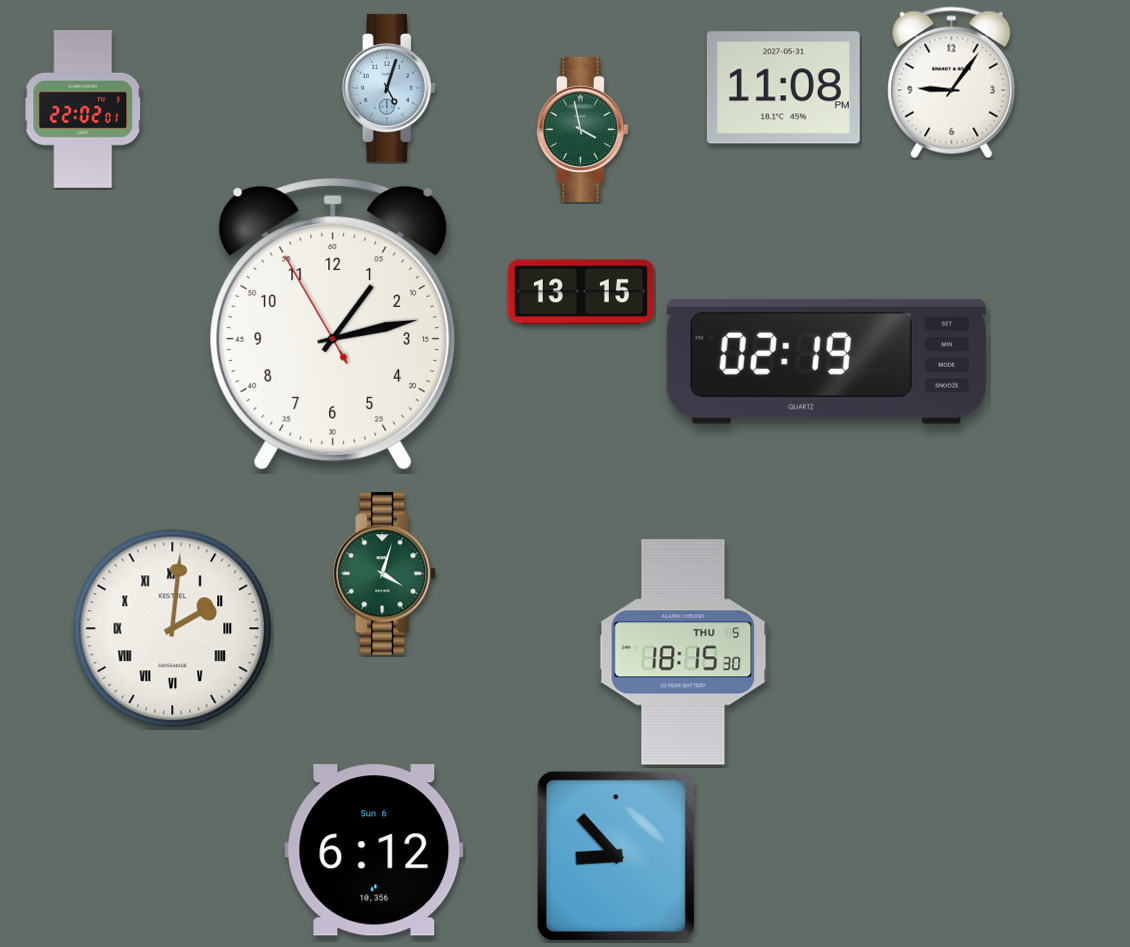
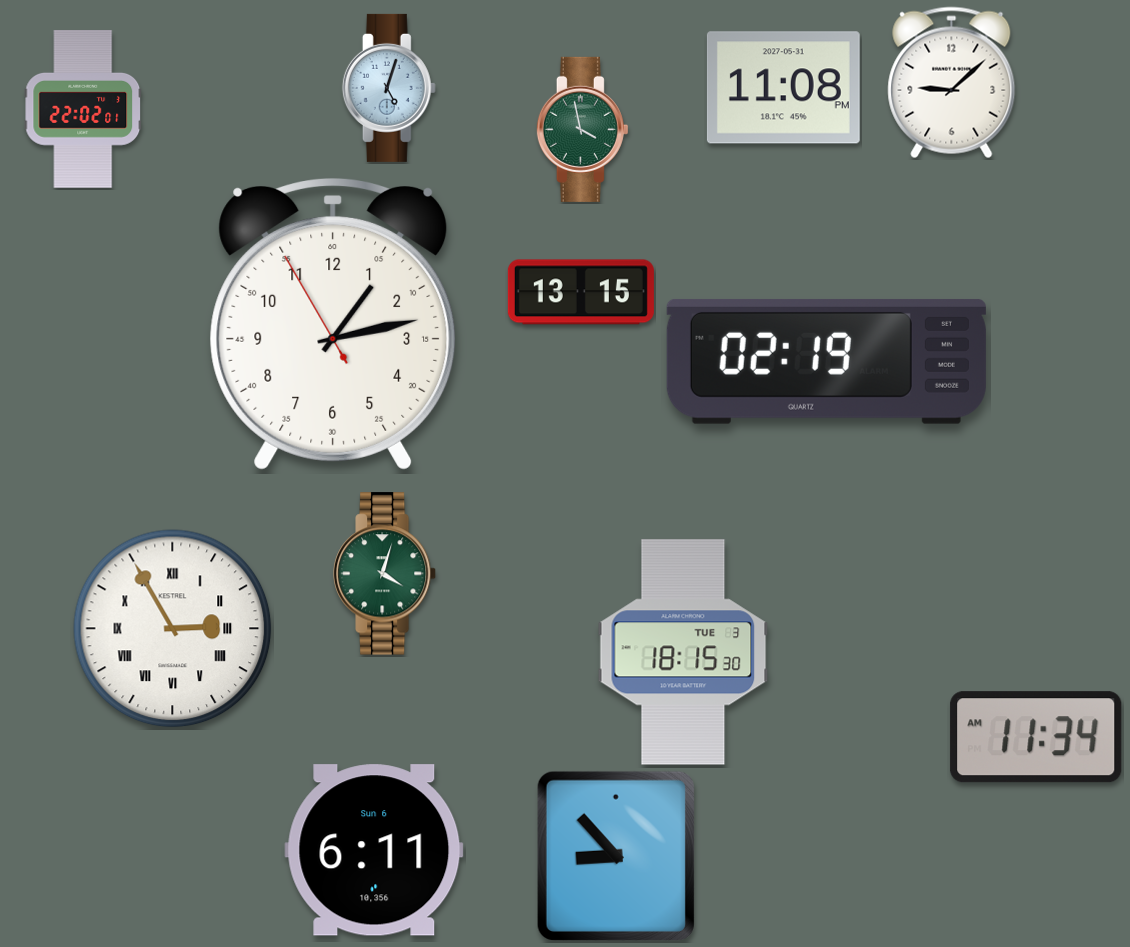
clock at (952, 83): 9:06 -> 9:08
clock at (173, 629): 2:01 -> 2:55
clock at (683, 652) date: THU 5 -> TUE 3
clock at (1036, 737): none -> 11:34
clock at (374, 850): 6:12 -> 6:11
